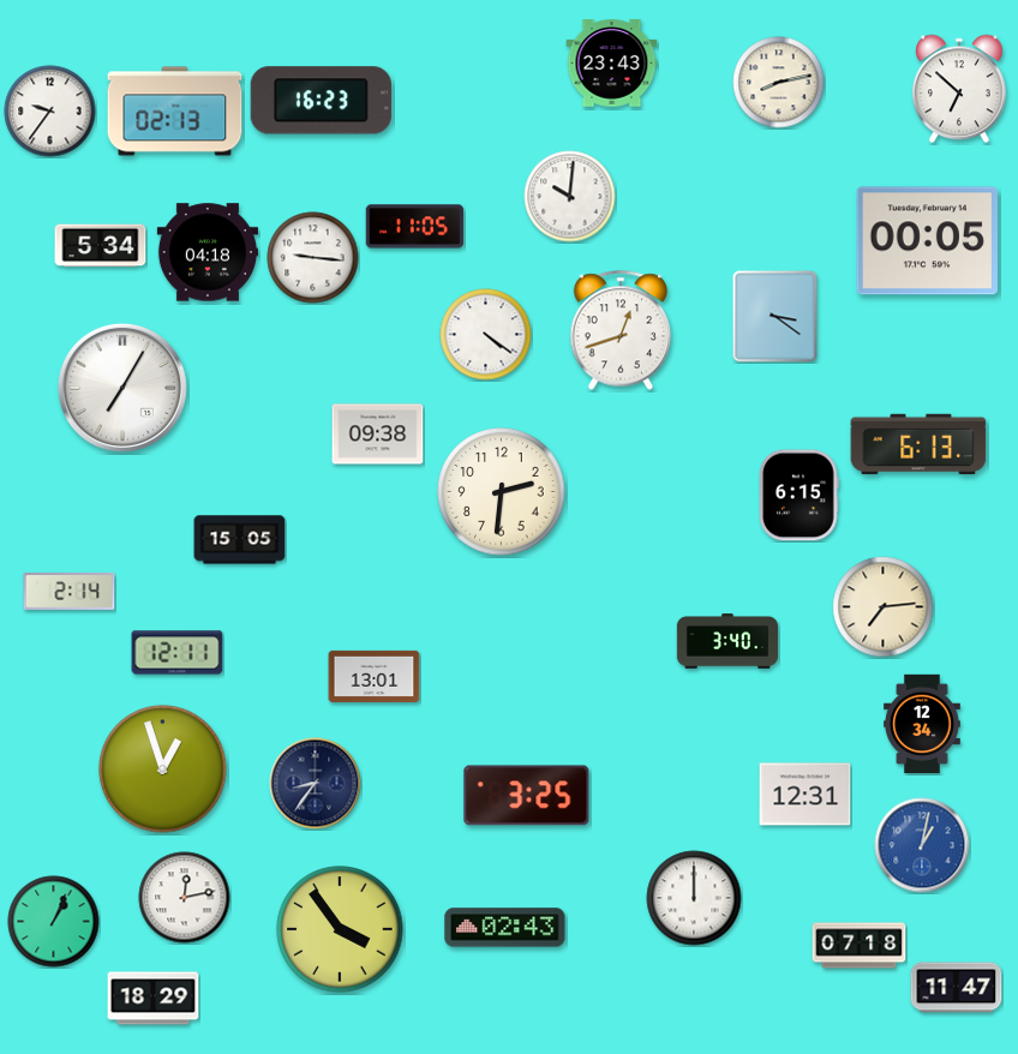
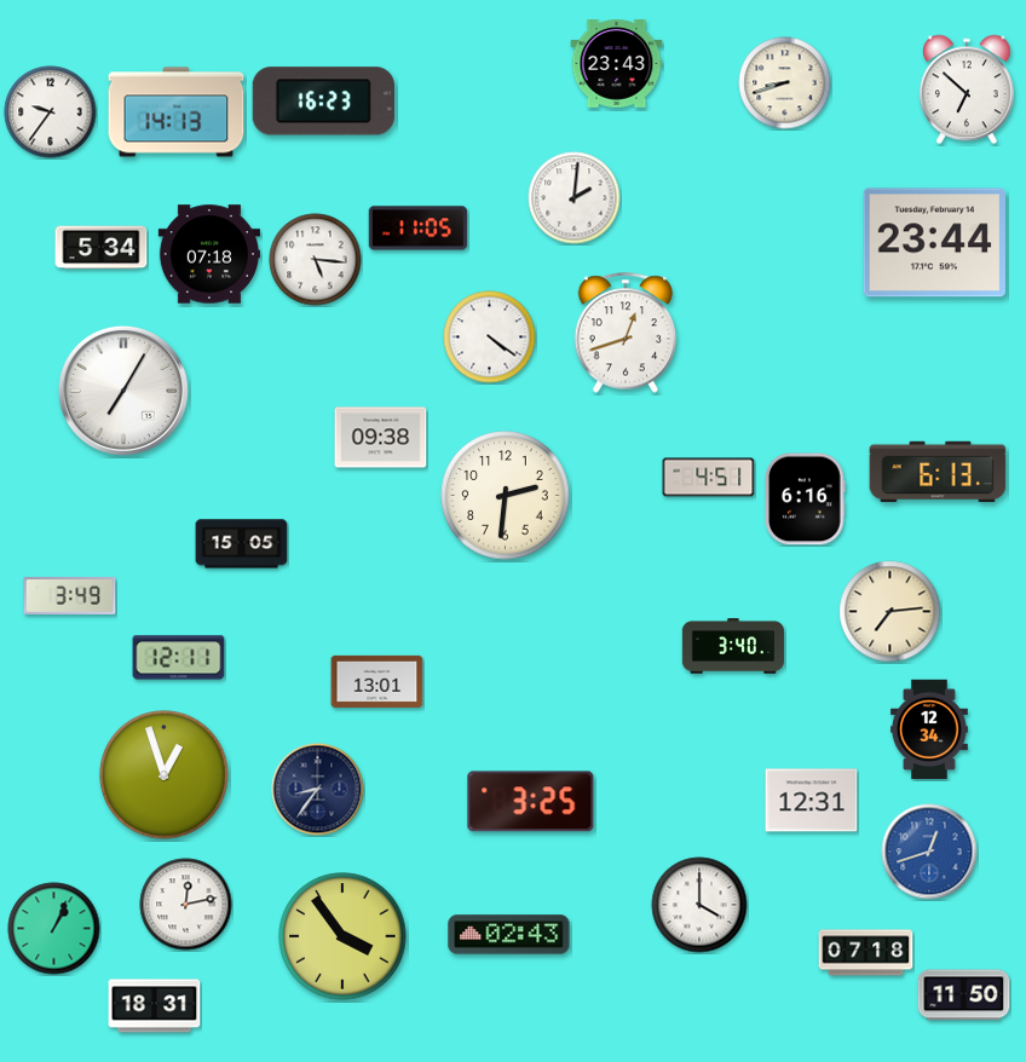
clock at (779, 83): 8:13 -> 8:42
clock at (175, 112): 02:13 -> 14:13
clock at (570, 197): 10:01 -> 2:01
clock at (927, 241): 00:05 -> 23:44
clock at (206, 252): 04:18 -> 07:18
clock at (313, 258): 9:16 -> 5:16
clock at (776, 317): 3:21 -> none
clock at (918, 444) position: (918, 444) -> (938, 472)
clock at (709, 478): none -> 4:51
clock at (800, 496): 6:15 -> 6:16
clock at (70, 591): 2:14 -> 3:49
clock at (922, 845): 1:02 -> 12:42
clock at (694, 898): 12:00 -> 4:00
clock at (957, 988): 11:47 -> 11:50
clock at (154, 999): 18:29 -> 18:31
